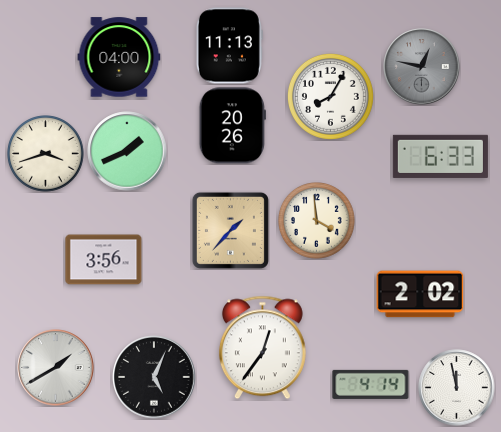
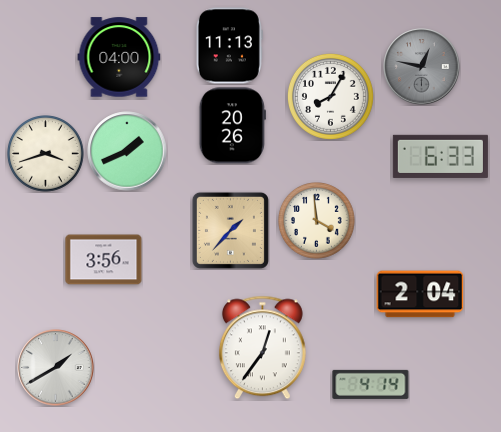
clock at (420, 294): 2:02 -> 2:04
clock at (154, 377): 5:04 -> none
clock at (457, 388): 11:58 -> none
